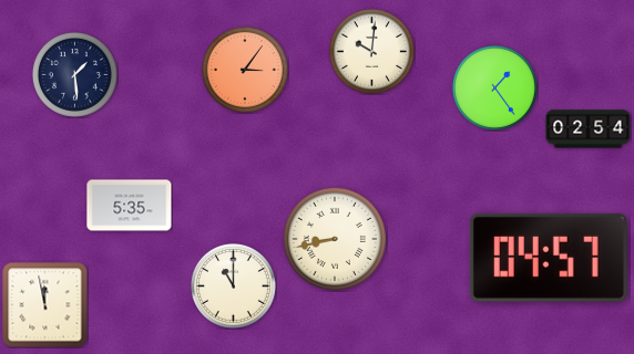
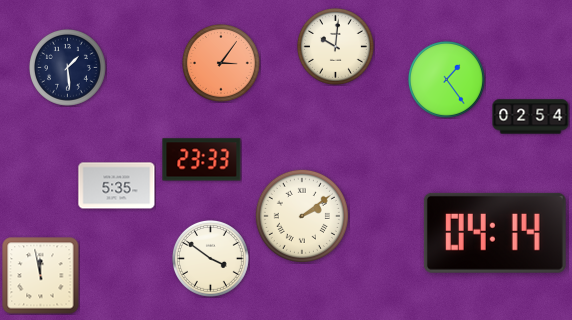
clock at (202, 160): none -> 23:33
clock at (335, 239): 8:43 -> 2:09
clock at (549, 258): 04:57 -> 04:14
clock at (233, 285): 11:00 -> 3:51
